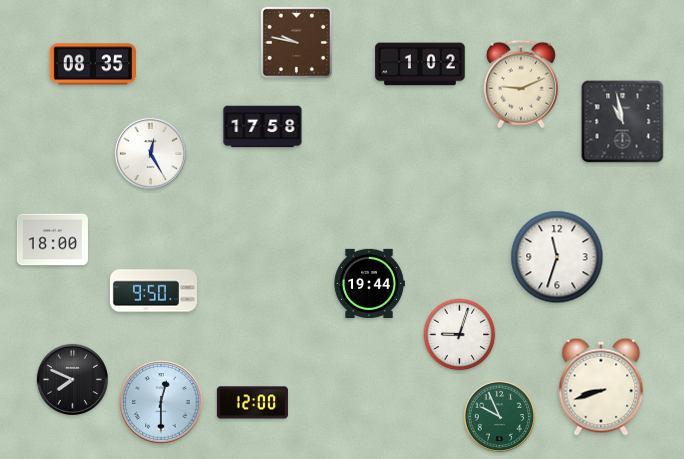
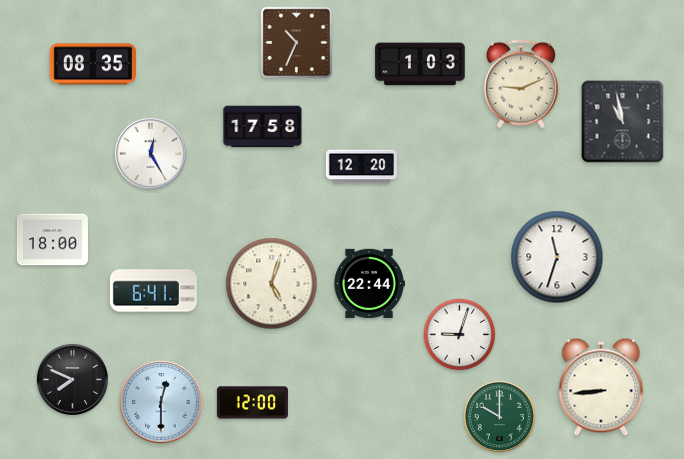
clock at (296, 42): 9:47 -> 10:34
clock at (420, 64): 1:02 -> 1:03
clock at (361, 167): none -> 12:20
clock at (369, 283): 19:44 -> 22:44
clock at (272, 284): none -> 5:03
clock at (153, 291): 9:50 -> 6:41
clock at (601, 387): 8:42 -> 8:44
clock at (499, 416): 9:56 -> 10:00
